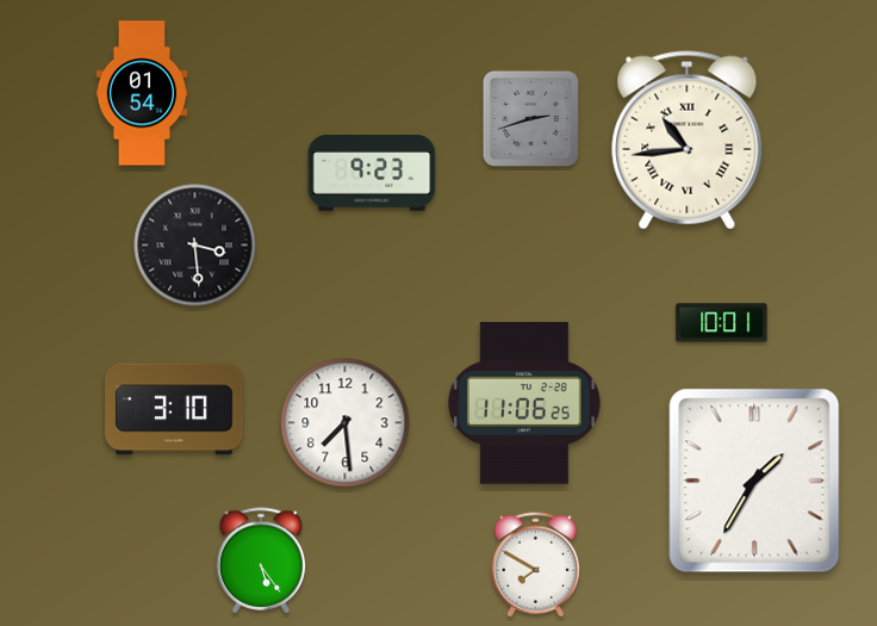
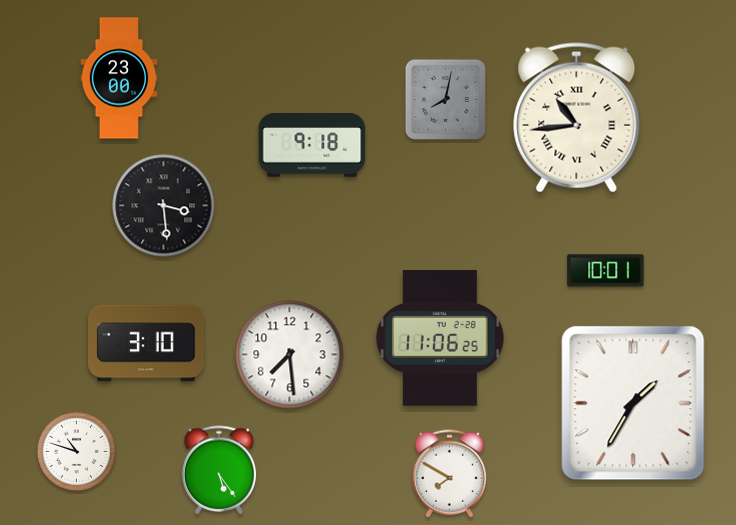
clock at (142, 93): 01:54 -> 23:00
clock at (530, 118): 2:42 -> 8:02
clock at (372, 173): 9:23 -> 9:18
clock at (76, 451): none -> 10:48
